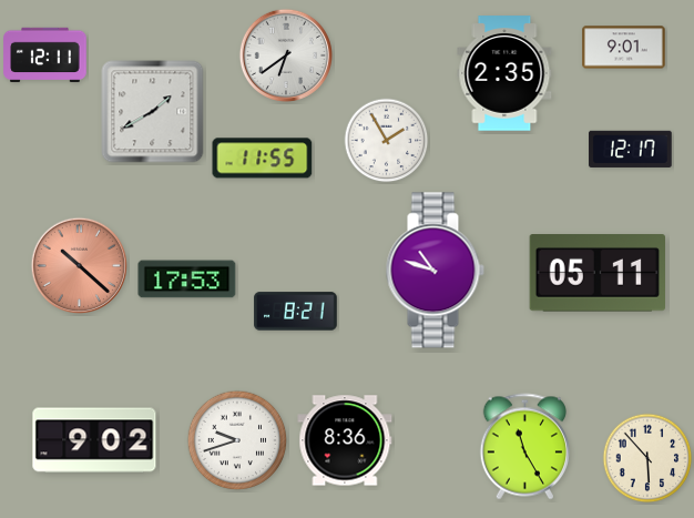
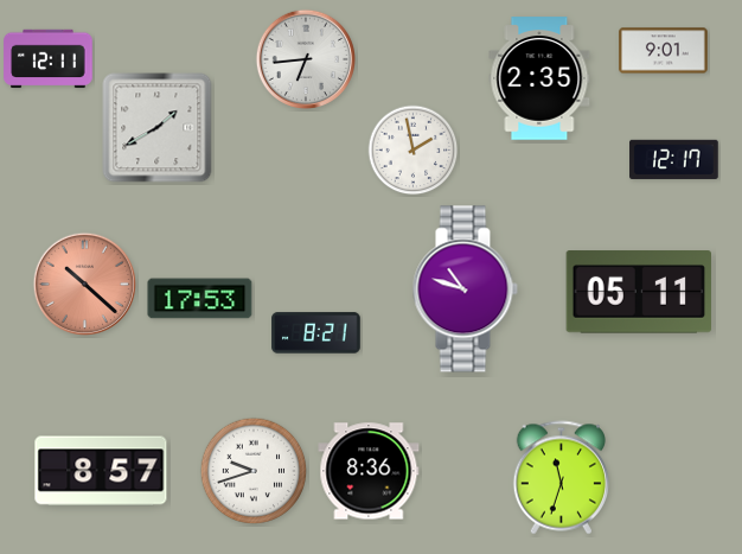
clock at (624, 48) position: (624, 48) -> (664, 51)
clock at (285, 54): 6:39 -> 6:44
clock at (153, 112) position: (153, 112) -> (158, 128)
clock at (387, 141): 1:55 -> 1:58
clock at (263, 159): 11:55 -> none
clock at (94, 440): 9:02 -> 8:57
clock at (524, 447): 11:25 -> 11:33
clock at (647, 458): 5:53 -> none
